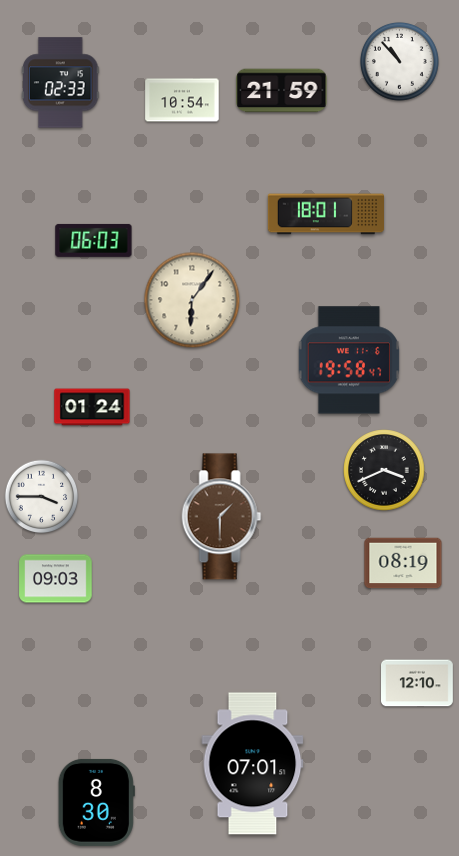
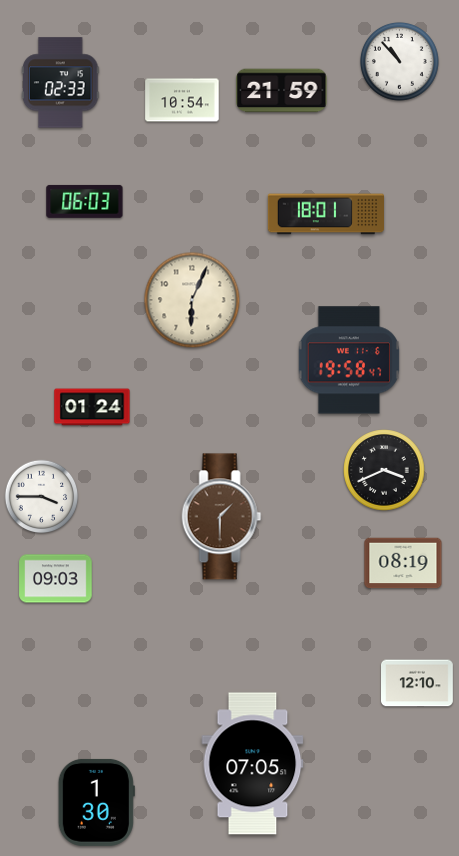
clock at (94, 240) position: (94, 240) -> (85, 201)
clock at (192, 300): 6:06 -> 6:04
clock at (253, 764): 07:01 -> 07:05
clock at (96, 802): 8:30 -> 1:30
